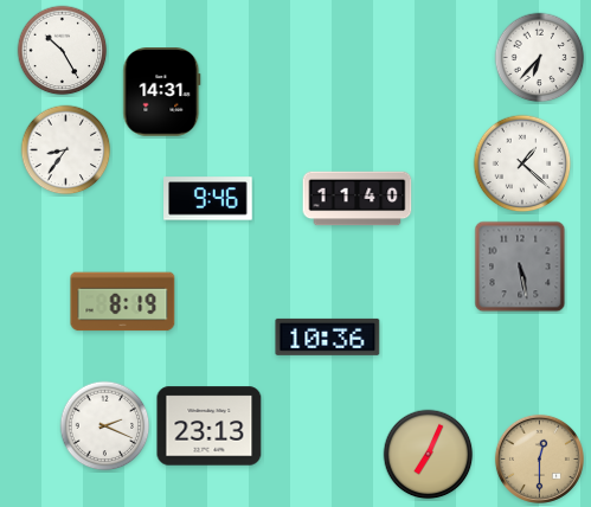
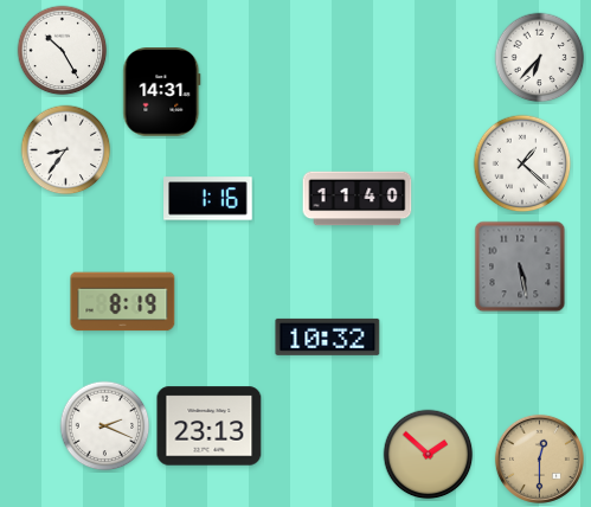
clock at (208, 199): 9:46 -> 1:16
clock at (328, 336): 10:36 -> 10:32
clock at (429, 455): 7:04 -> 1:52
